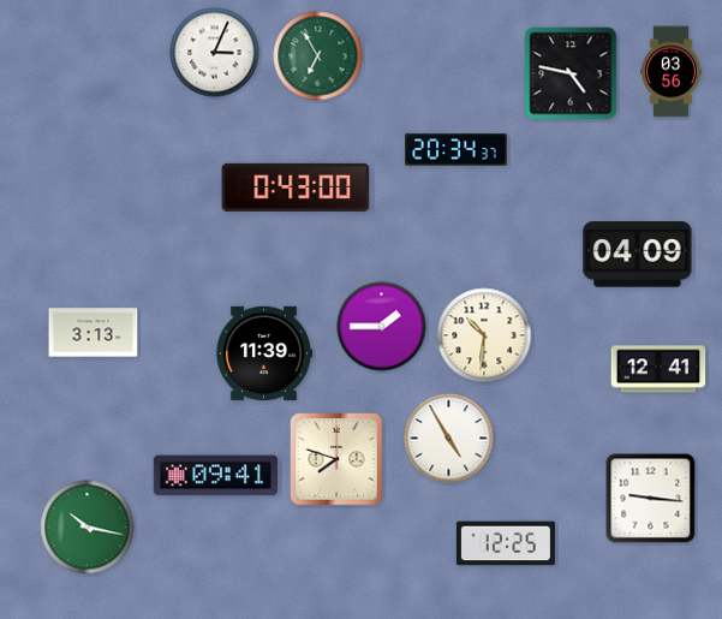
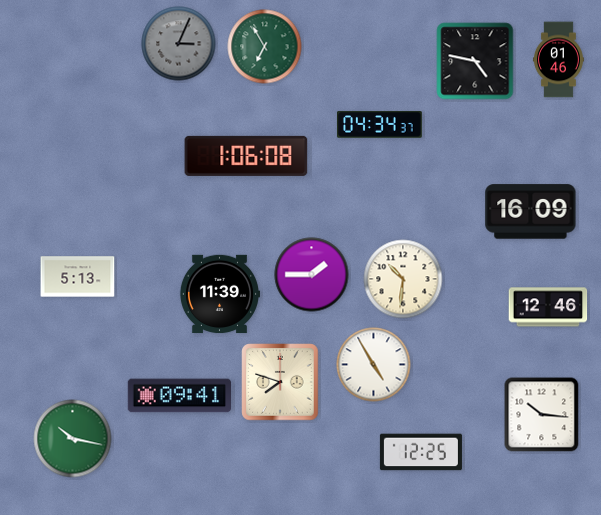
clock at (215, 53) dial: white -> grey
clock at (672, 72): 03:56 -> 01:46
clock at (457, 150): 20:34 -> 04:34
clock at (296, 188): 0:43 -> 1:06
clock at (638, 255): 04:09 -> 16:09
clock at (382, 327) position: (382, 327) -> (312, 275)
clock at (94, 333): 3:13 -> 5:13
clock at (658, 369): 12:41 -> 12:46
clock at (651, 499): 9:16 -> 10:16
